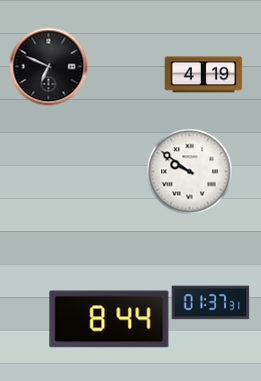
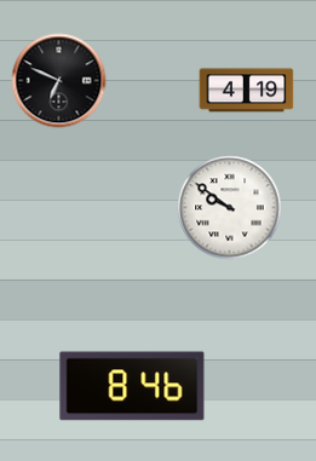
clock at (210, 303): 01:37 -> none
clock at (109, 319): 8:44 -> 8:46
